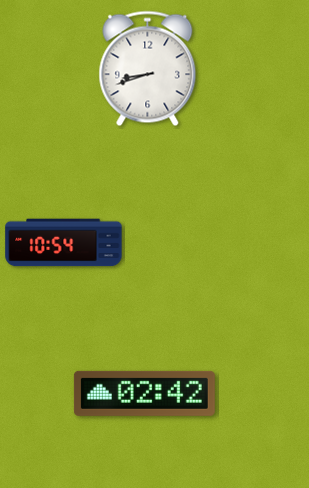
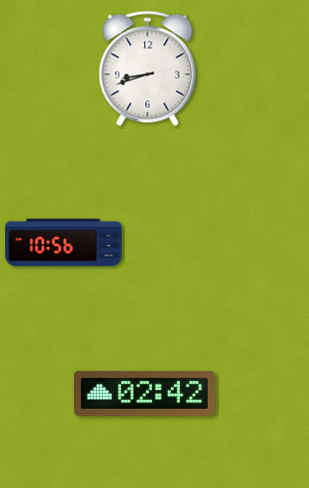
clock at (64, 243): 10:54 -> 10:56
